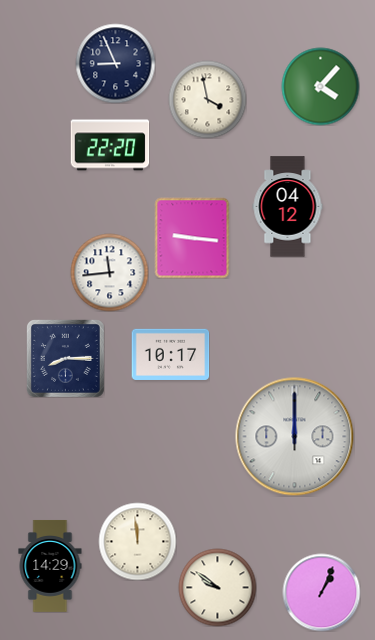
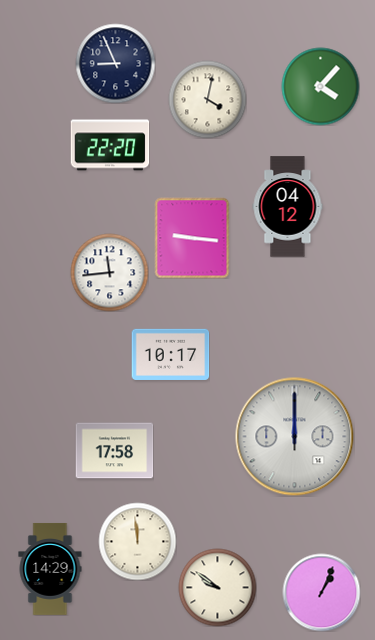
clock at (207, 99): 3:58 -> 4:02
clock at (65, 358): 8:15 -> none
clock at (114, 451): none -> 17:58
clock at (50, 566) position: (50, 566) -> (50, 569)
